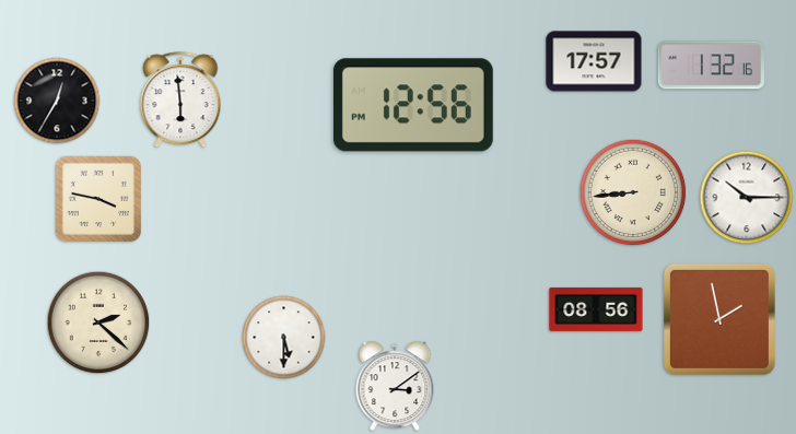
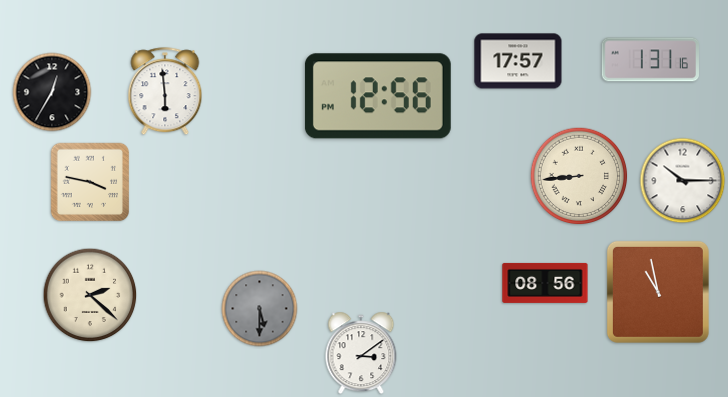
clock at (594, 61) position: (594, 61) -> (518, 61)
clock at (711, 66): 1:32 -> 1:31
clock at (719, 319): 1:58 -> 10:58
clock at (284, 338) dial: white -> grey
